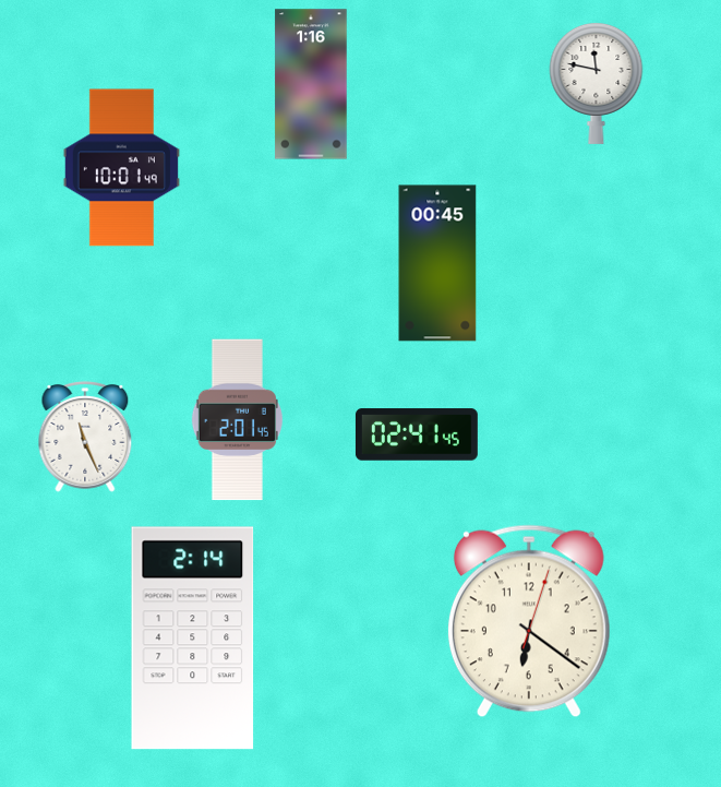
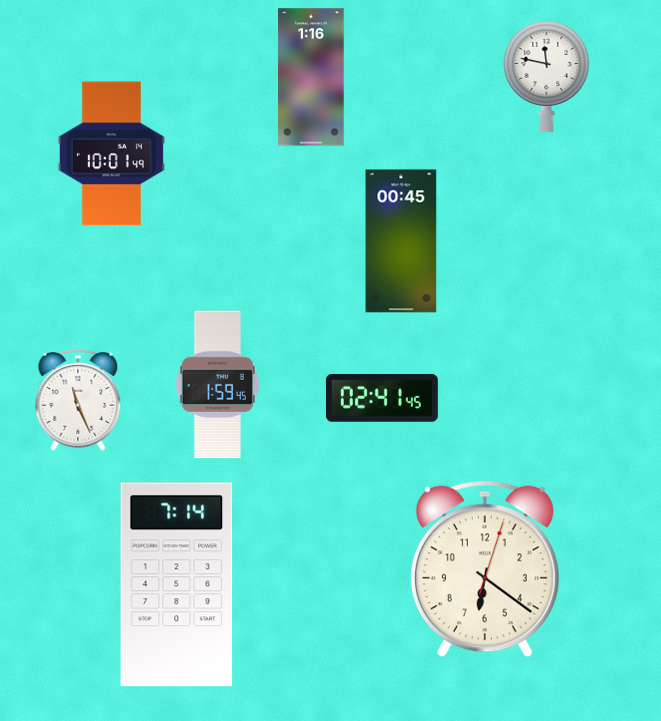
clock at (311, 84) position: (311, 84) -> (311, 77)
clock at (237, 420): 2:01 -> 1:59
clock at (193, 639): 2:14 -> 7:14
